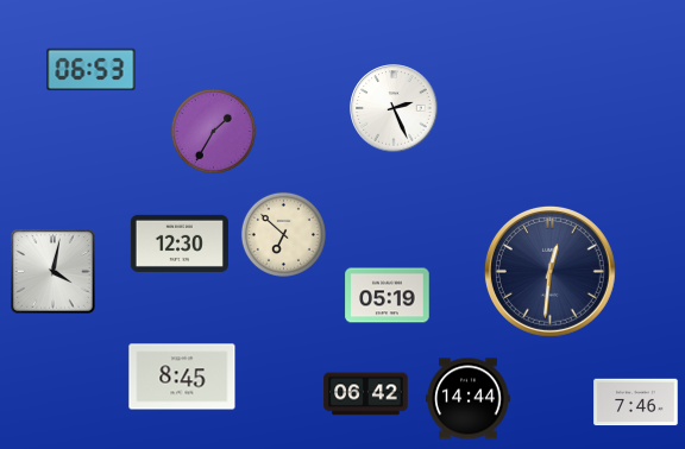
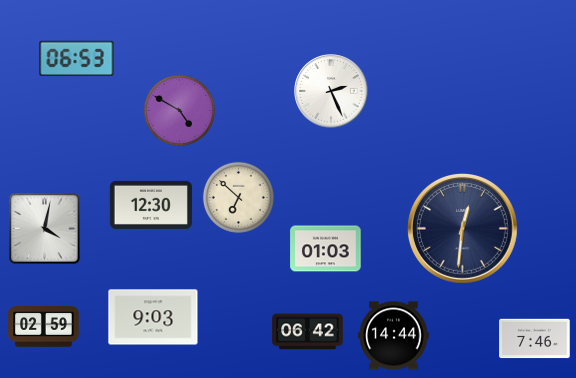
clock at (213, 131): 1:35 -> 4:50
clock at (388, 296): 05:19 -> 01:03
clock at (182, 377): 8:45 -> 9:03
clock at (44, 327): none -> 02:59
